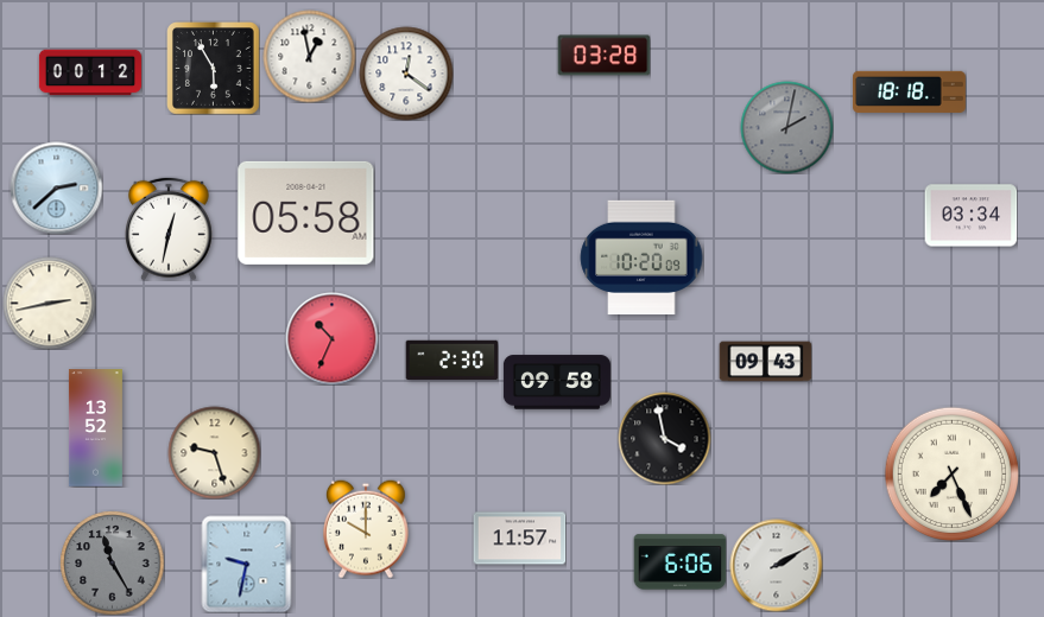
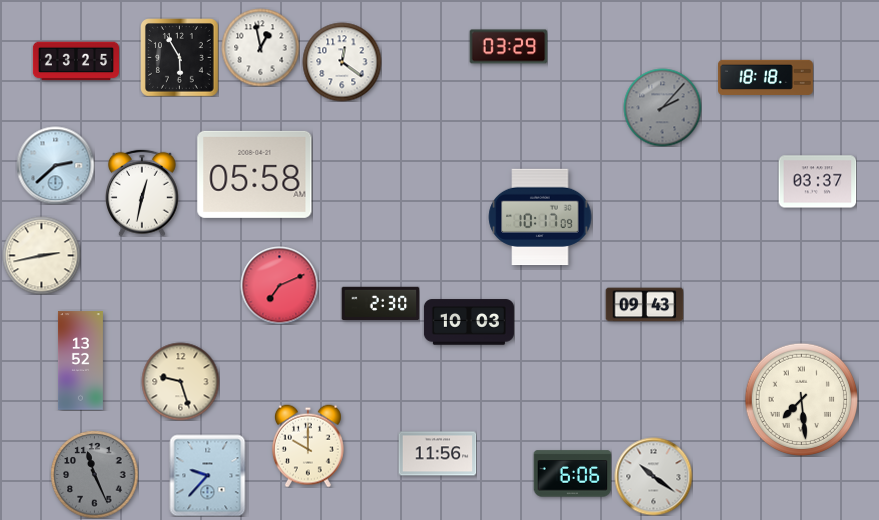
clock at (603, 56): 03:28 -> 03:29
clock at (89, 72): 00:12 -> 23:25
clock at (786, 127): 2:02 -> 2:07
clock at (56, 187) position: (56, 187) -> (55, 165)
clock at (306, 212) position: (306, 212) -> (255, 174)
clock at (970, 216): 03:34 -> 03:37
clock at (641, 257): 10:20 -> 10:17
clock at (331, 338): 10:34 -> 7:11
clock at (557, 382): 09:58 -> 10:03
clock at (664, 438): 3:58 -> none
clock at (951, 473): 7:26 -> 7:29
clock at (519, 539): 11:57 -> 11:56
clock at (112, 562): 11:25 -> 11:26
clock at (247, 564): 9:32 -> 9:37
clock at (776, 565): 2:10 -> 10:21
